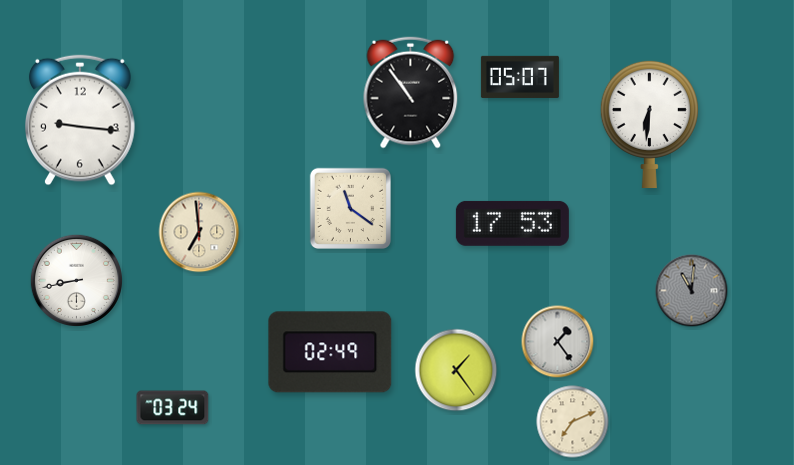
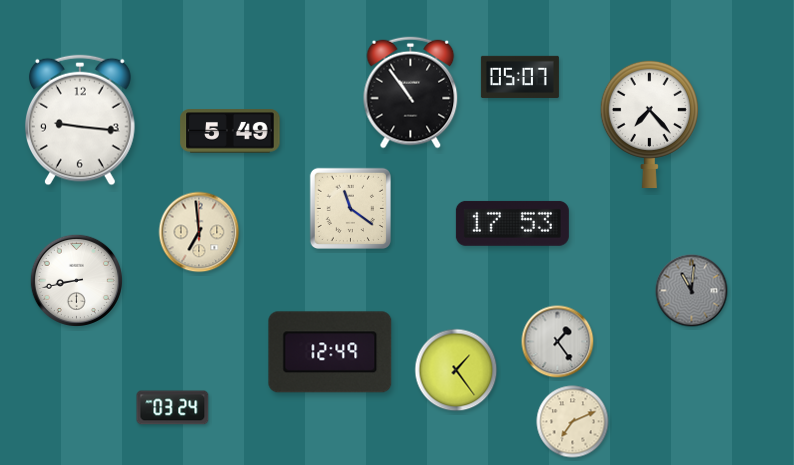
clock at (649, 124): 6:31 -> 7:23
clock at (230, 131): none -> 5:49
clock at (330, 352): 02:49 -> 12:49
